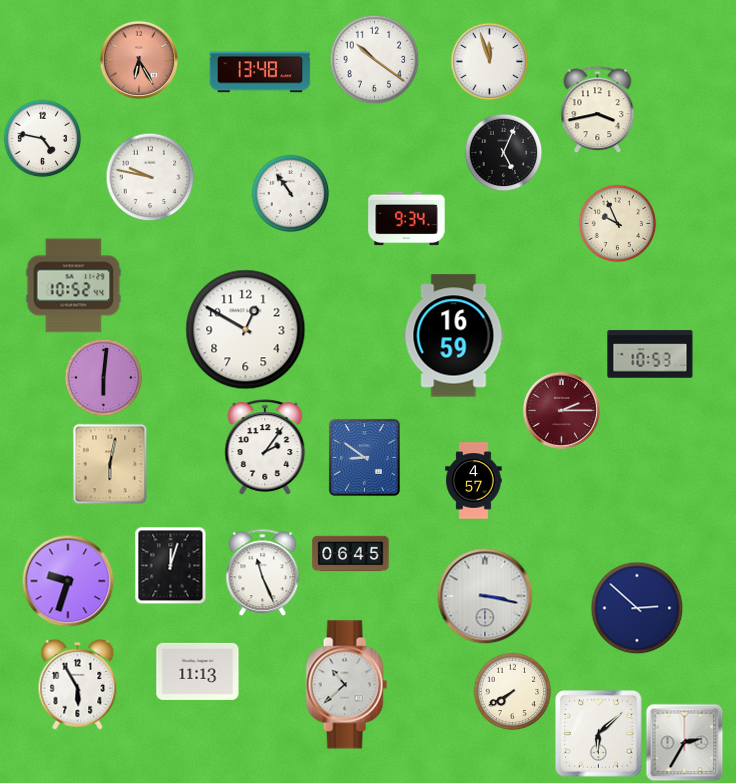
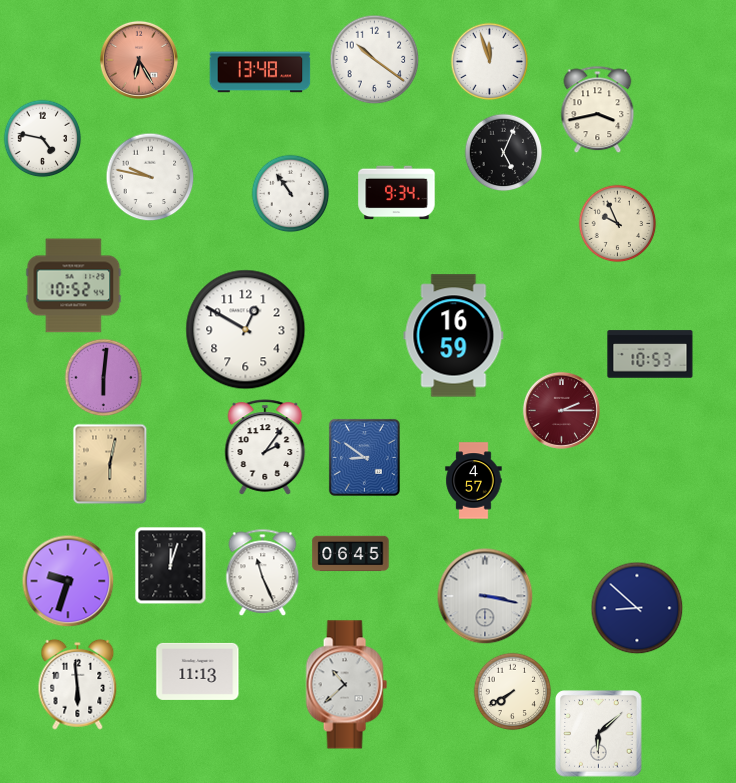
clock at (407, 219) position: (407, 219) -> (397, 193)
clock at (637, 608): 2:52 -> 8:52
clock at (78, 684): 5:55 -> 5:59
clock at (684, 742): 2:35 -> none
